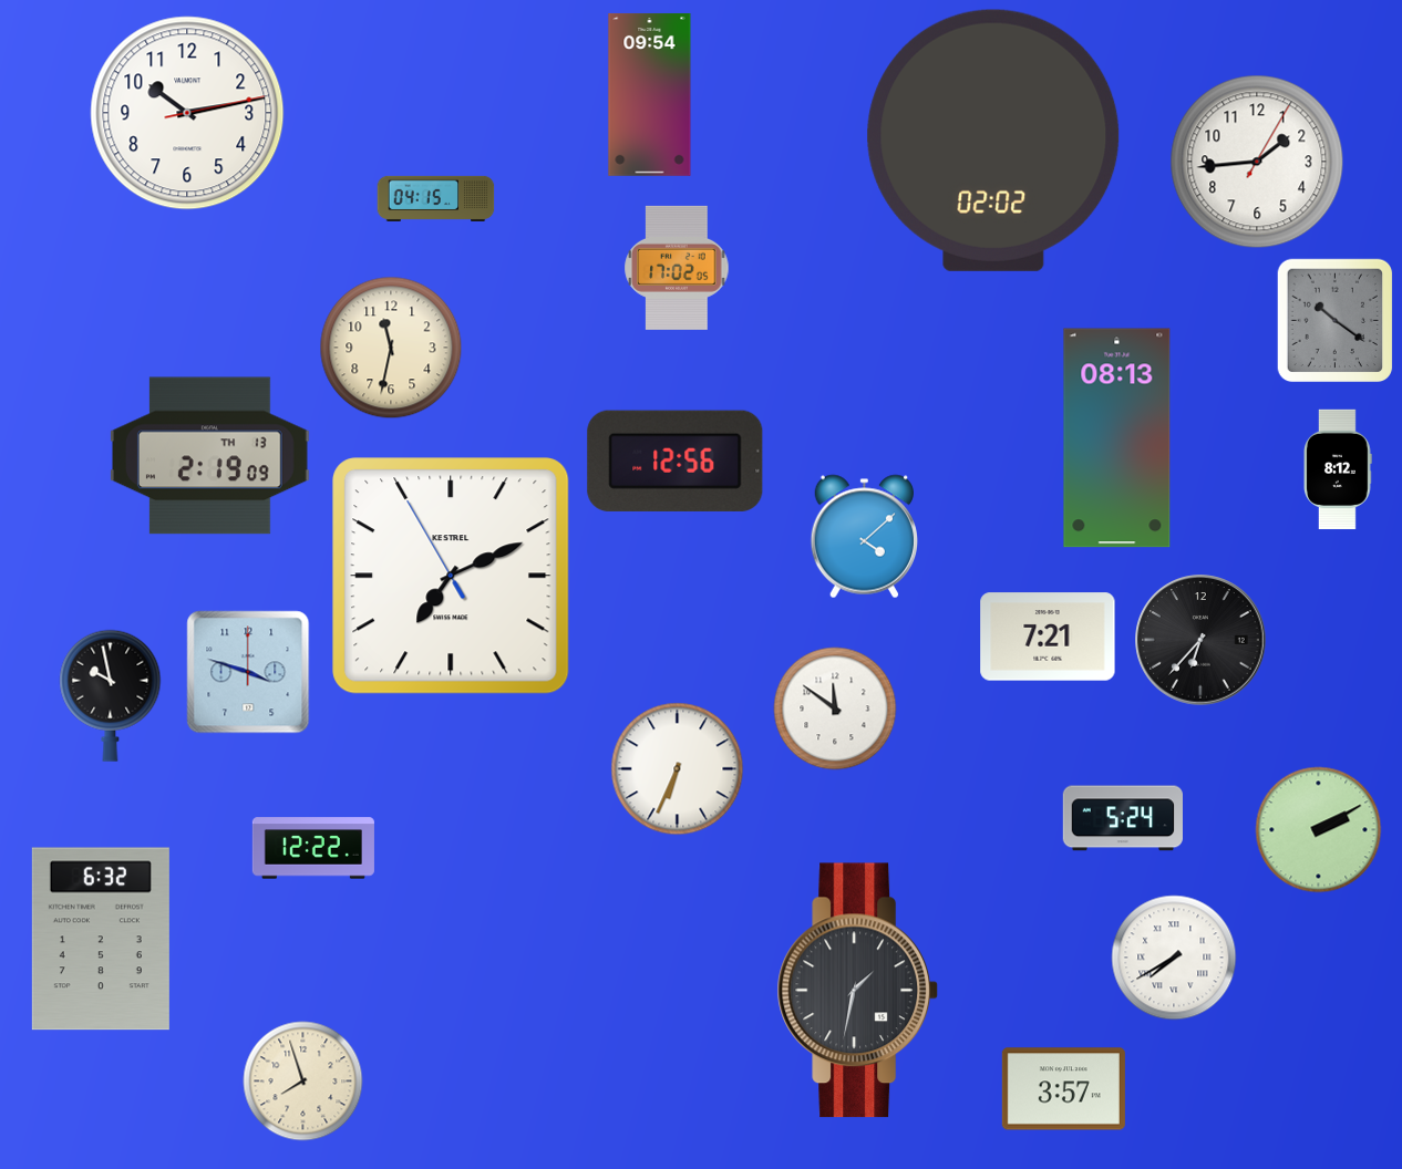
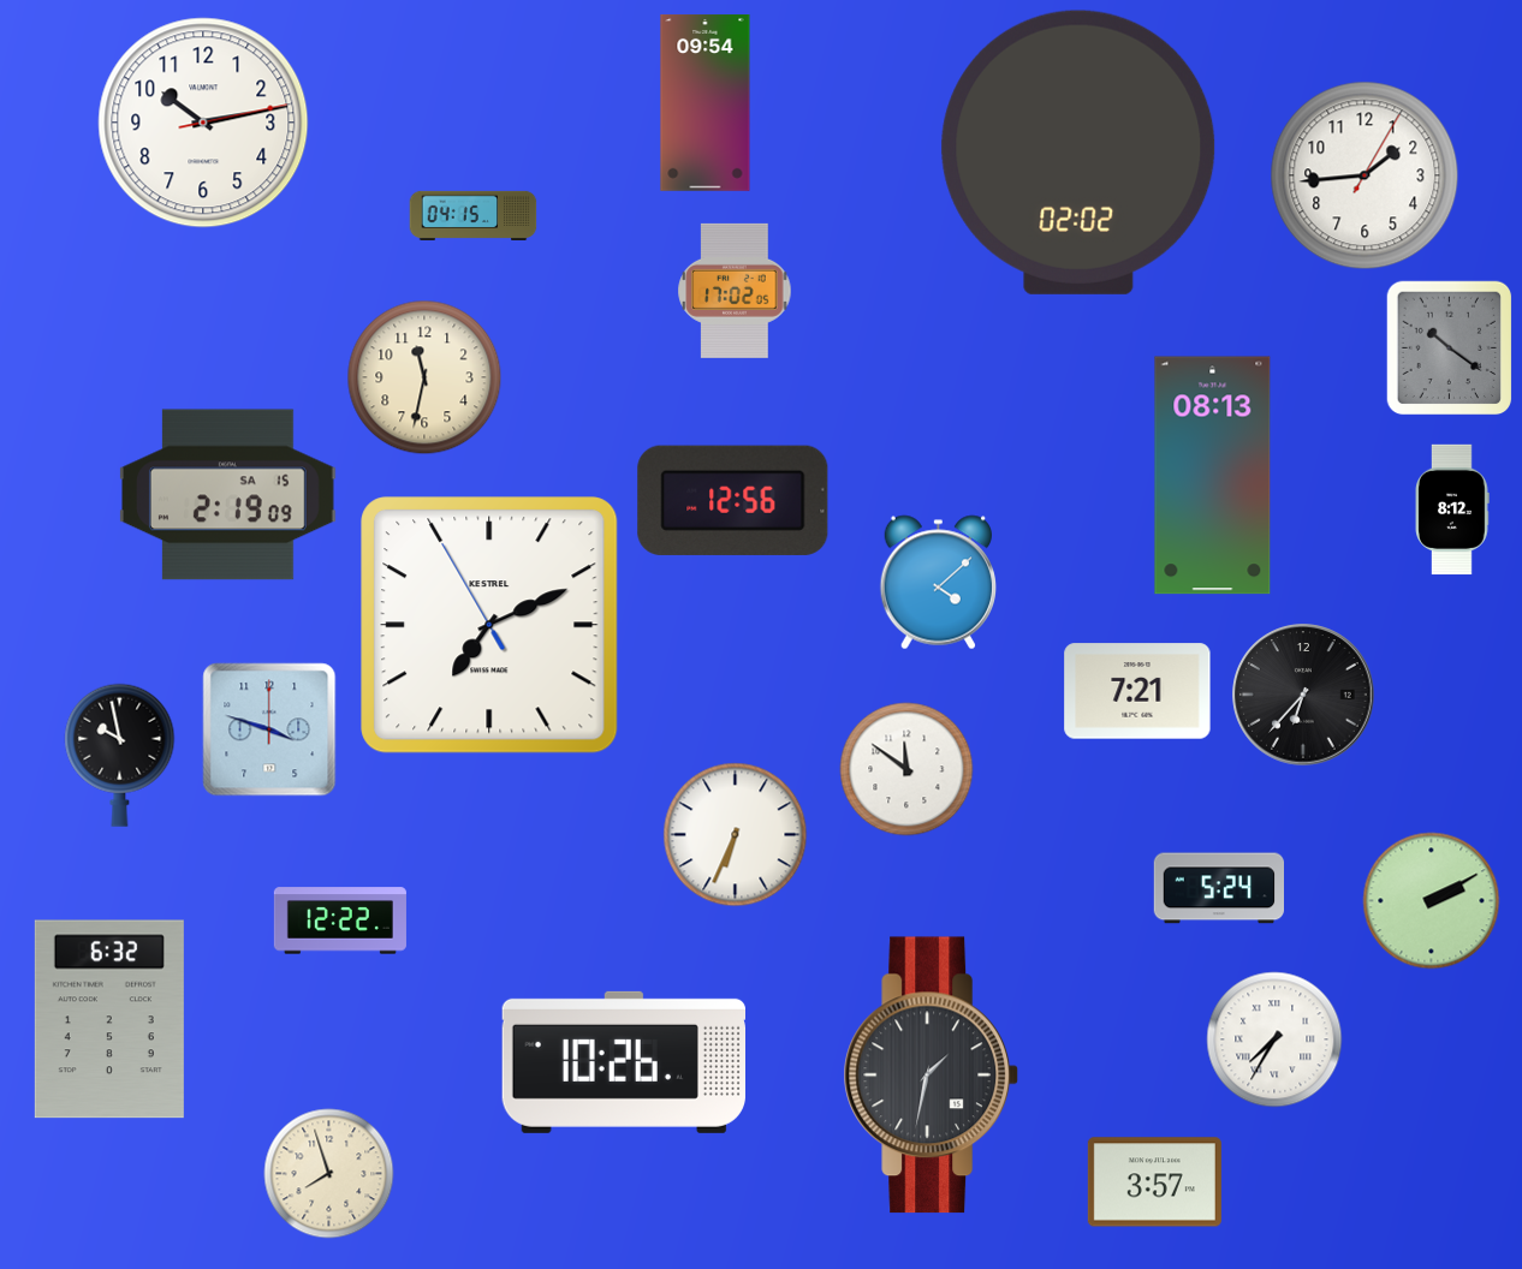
clock at (210, 456) date: TH 13 -> SA 15
clock at (1174, 958): 7:40 -> 7:35
clock at (623, 1062): none -> 10:26
